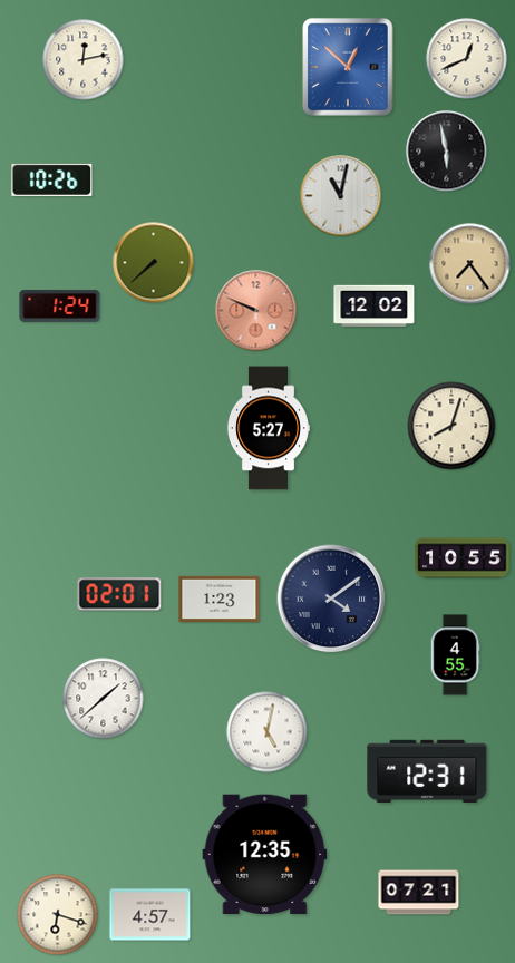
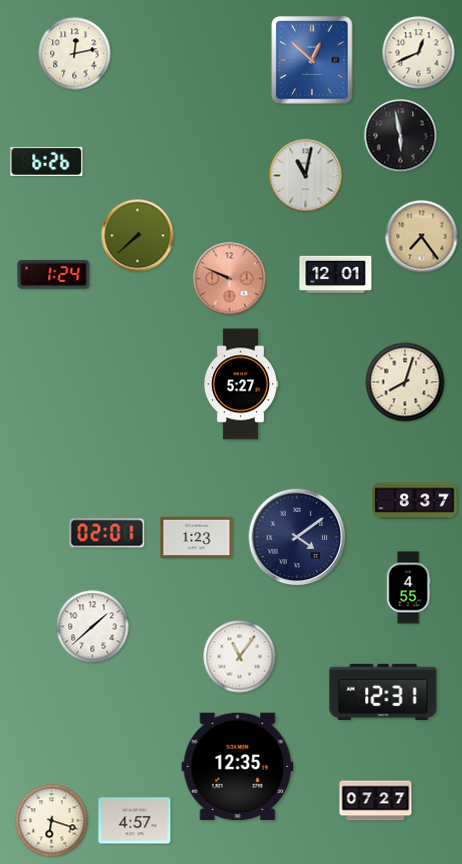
clock at (52, 179): 10:26 -> 6:26
clock at (375, 305): 12:02 -> 12:01
clock at (463, 558): 10:55 -> 8:37
clock at (268, 732): 5:02 -> 11:06
clock at (419, 893): 07:21 -> 07:27
